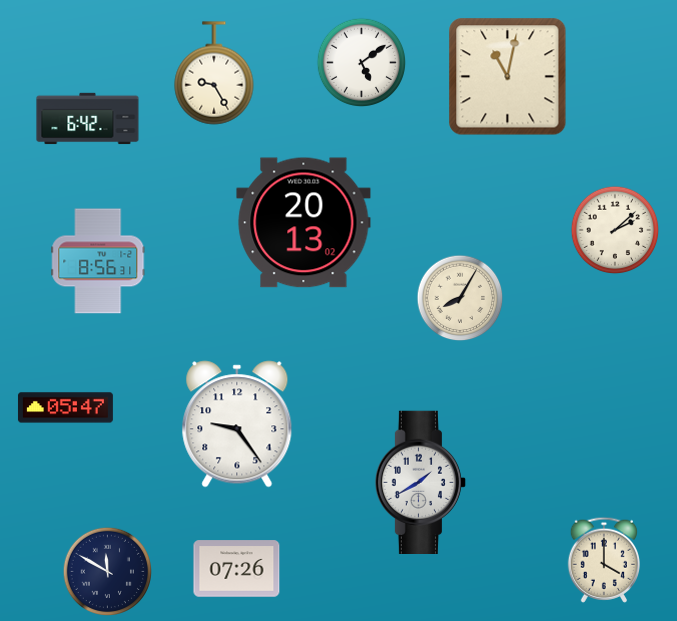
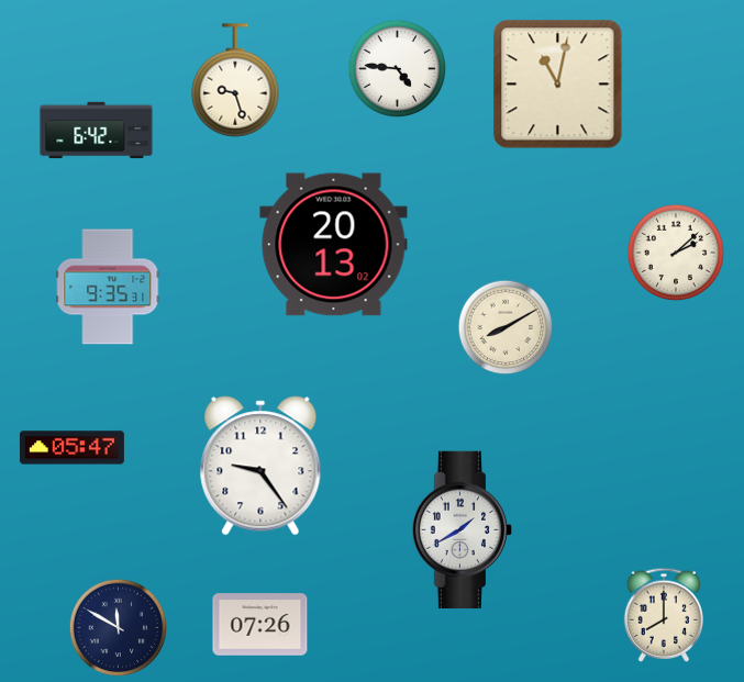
clock at (361, 62): 5:09 -> 4:46
clock at (214, 73): 9:25 -> 9:27
clock at (98, 261): 8:56 -> 9:35
clock at (460, 298): 8:05 -> 8:10
clock at (603, 560): 4:00 -> 8:00
